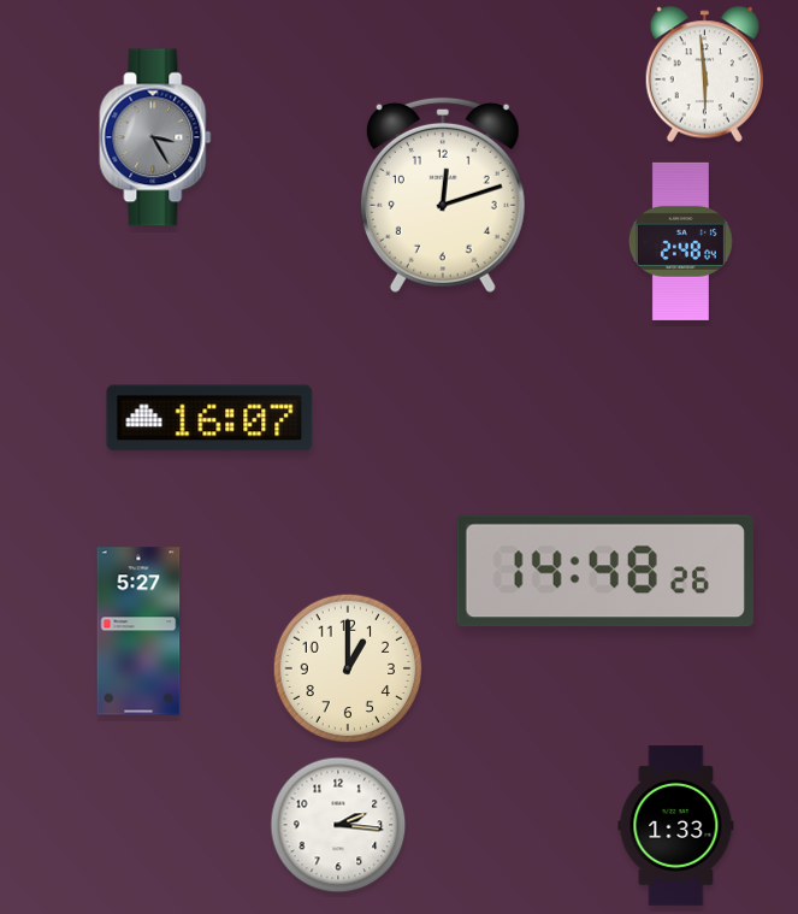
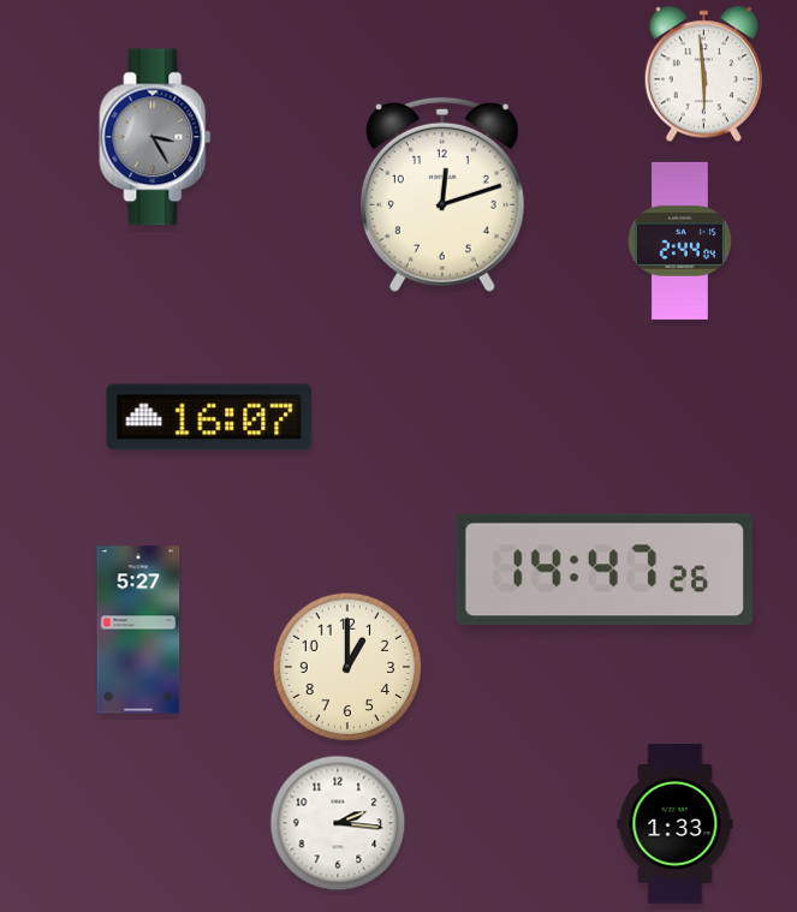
clock at (680, 241): 2:48 -> 2:44
clock at (605, 571): 14:48 -> 14:47
